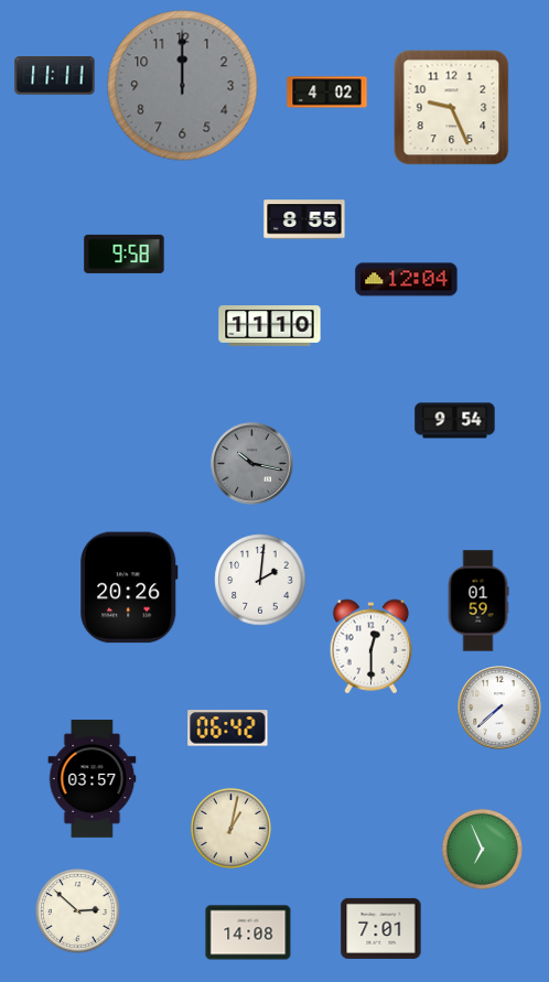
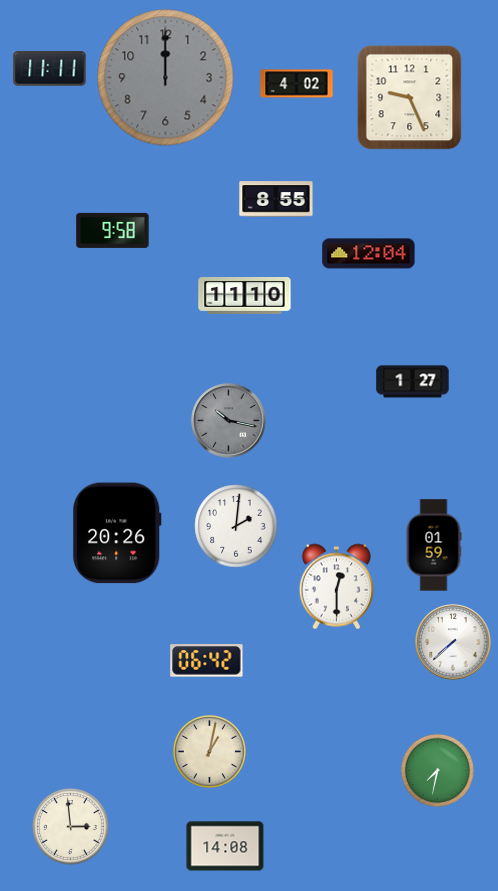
clock at (455, 421): 9:54 -> 1:27
clock at (93, 778): 03:57 -> none
clock at (482, 849): 6:56 -> 7:32
clock at (78, 911): 2:52 -> 2:59
clock at (381, 928): 7:01 -> none
